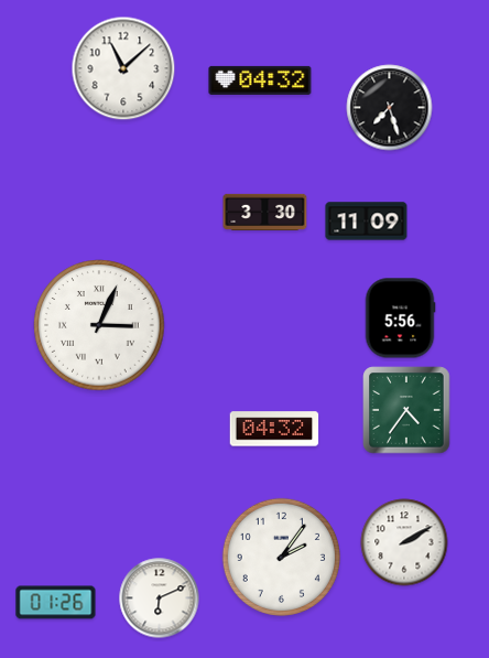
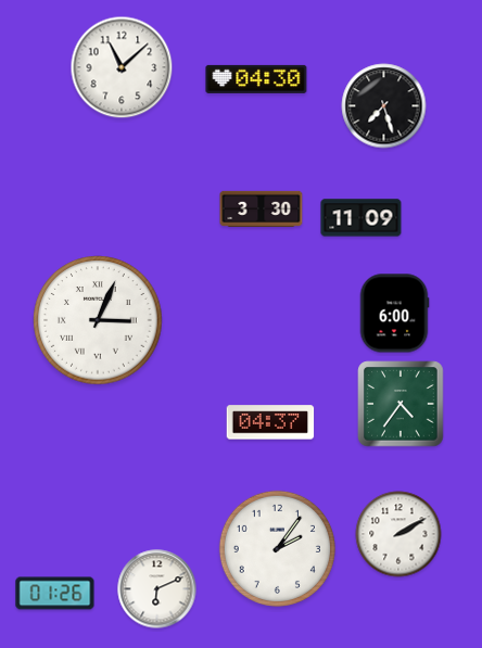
clock at (260, 80): 04:32 -> 04:30
clock at (400, 319): 5:56 -> 6:00
clock at (274, 429): 04:32 -> 04:37
